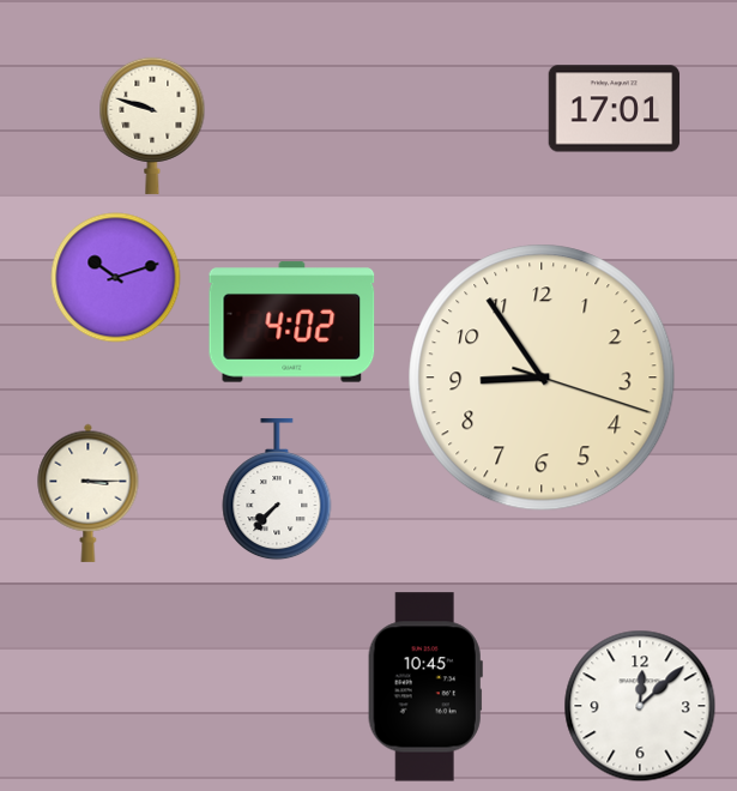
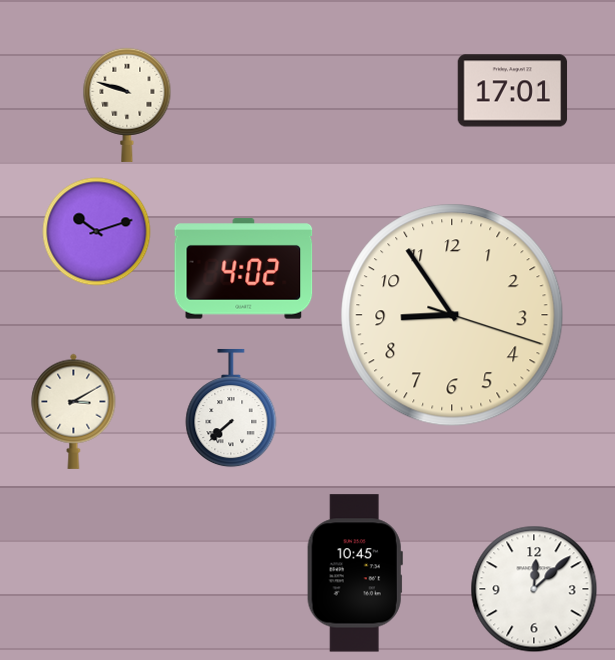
clock at (277, 489): 7:37 -> 7:38
clock at (89, 493): 3:15 -> 3:10
